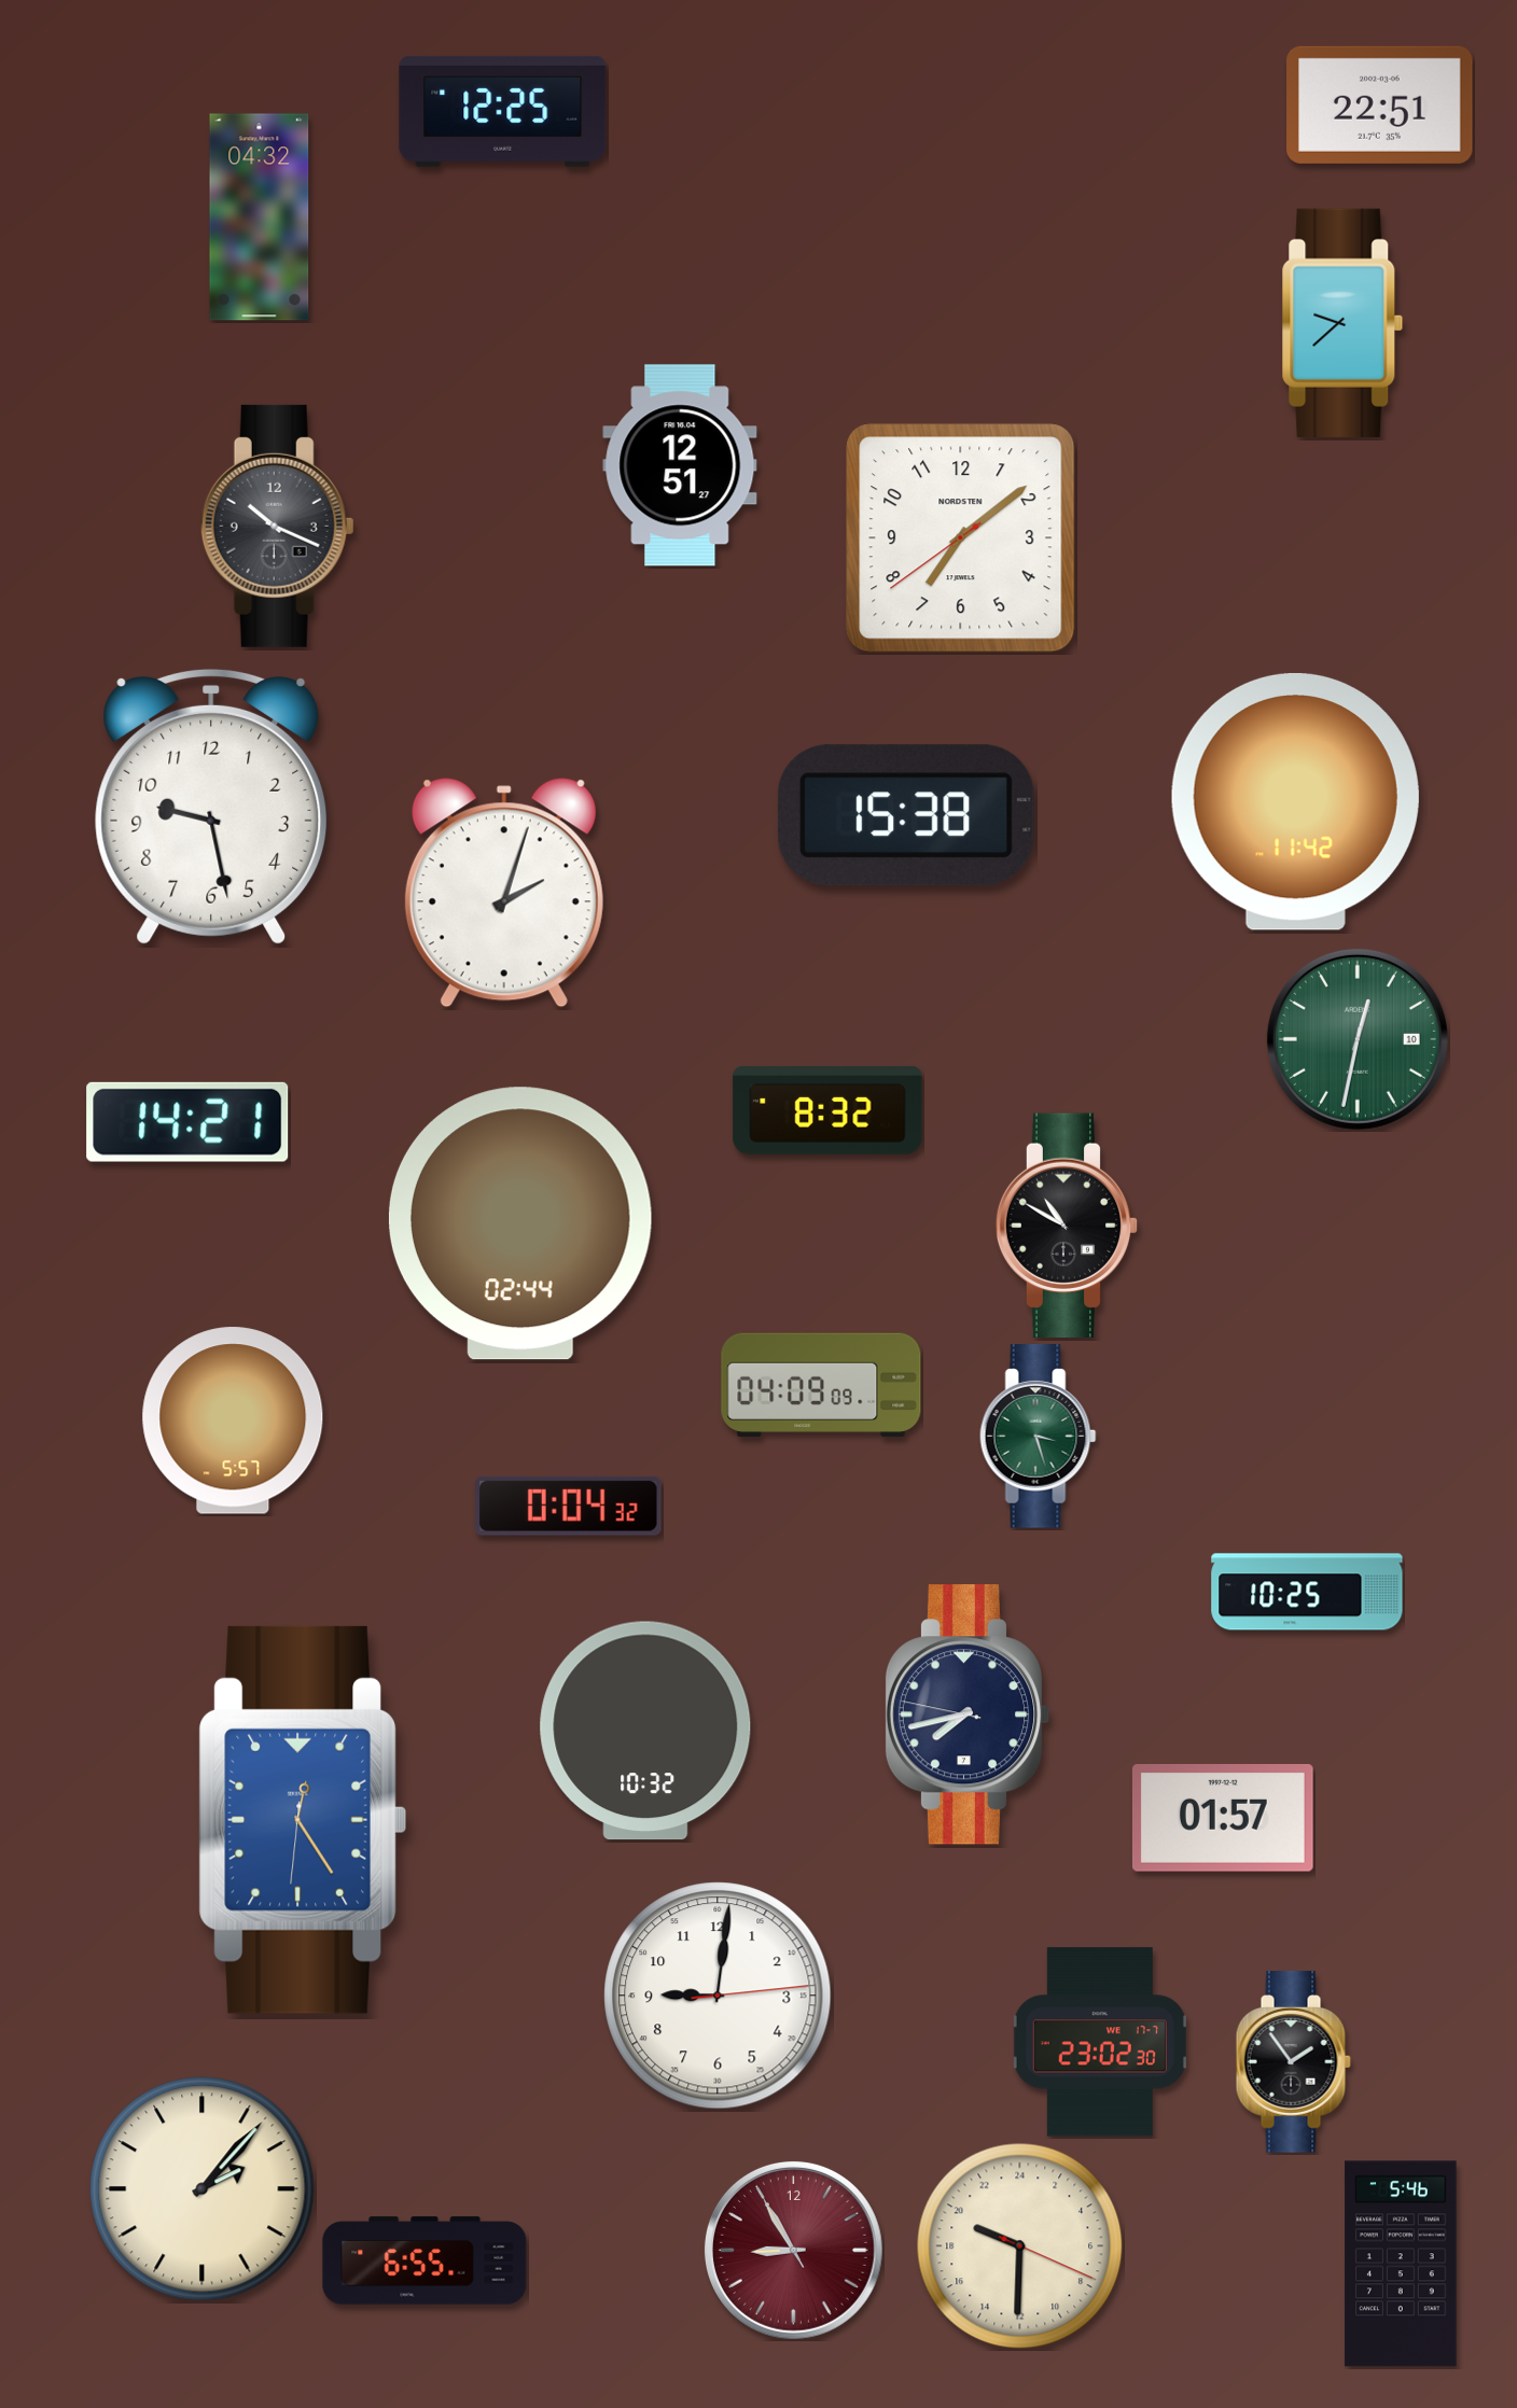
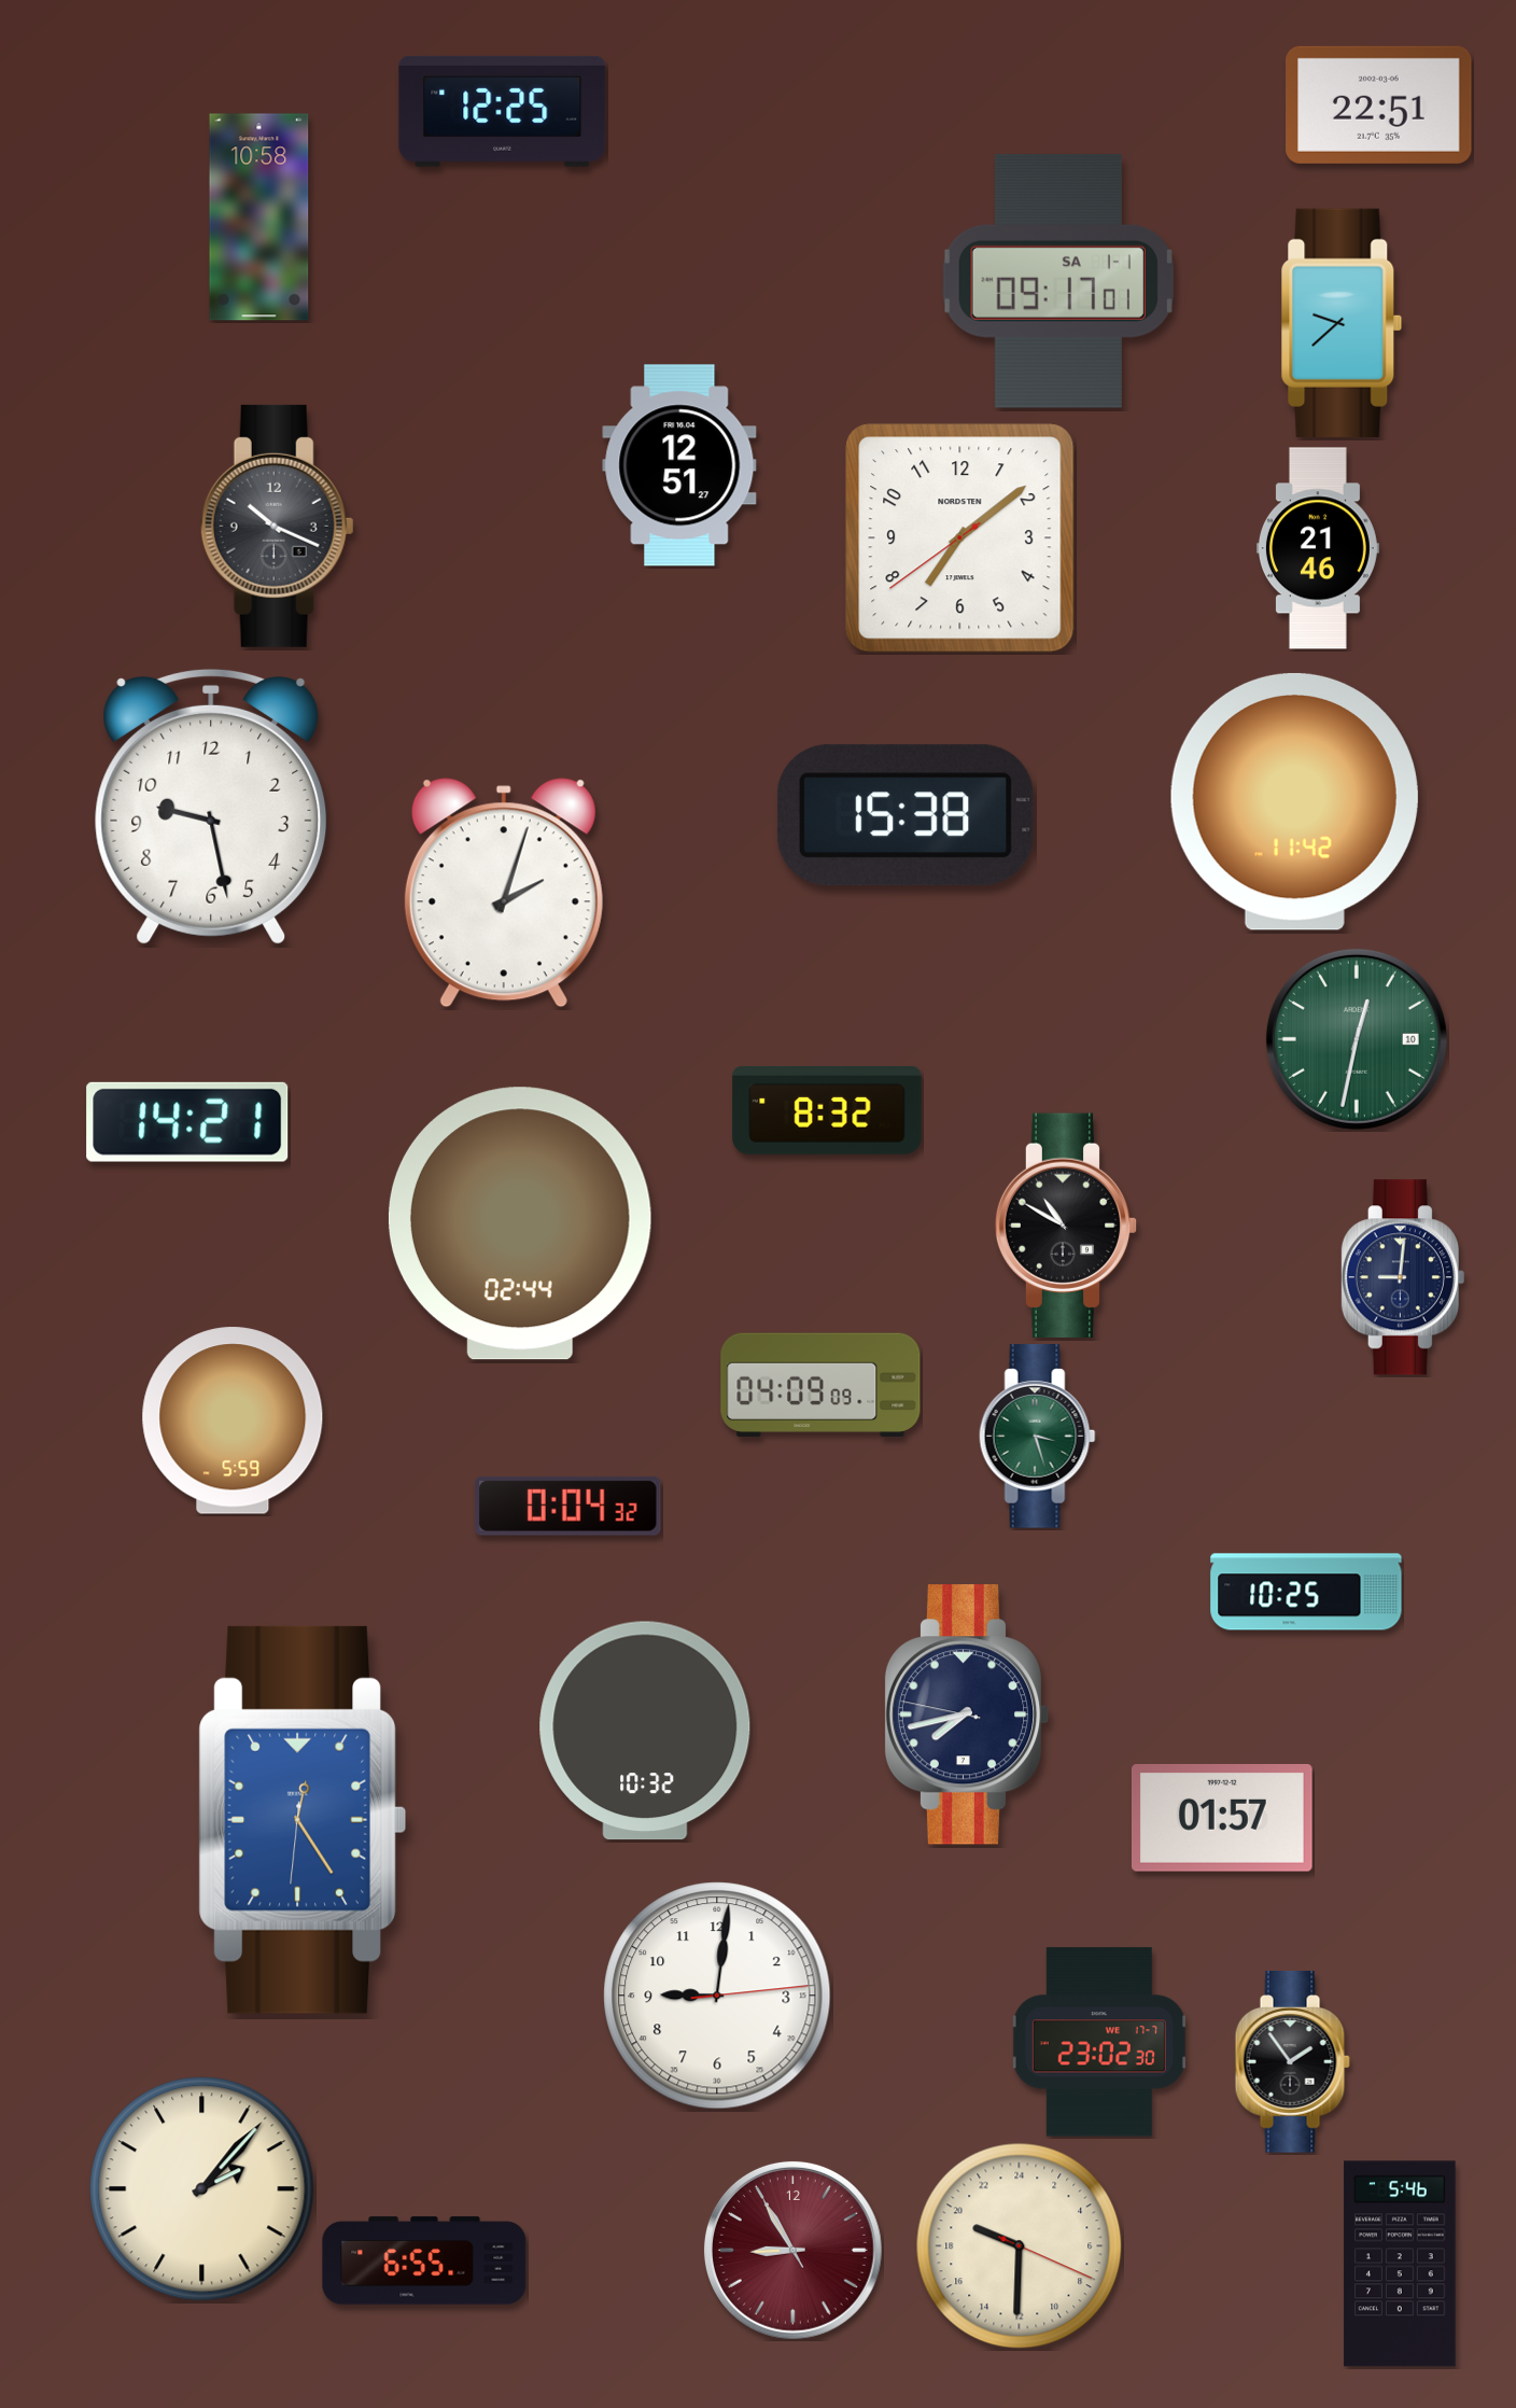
clock at (260, 218): 04:32 -> 10:58
clock at (1058, 281): none -> 09:17
clock at (1318, 548): none -> 21:46
clock at (1403, 1277): none -> 9:01
clock at (233, 1420): 5:57 -> 5:59
